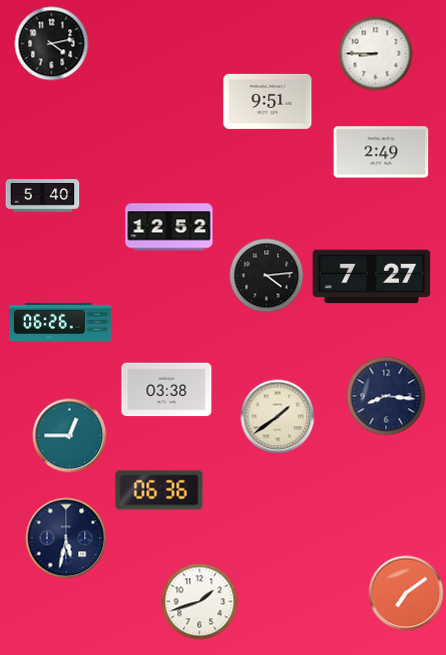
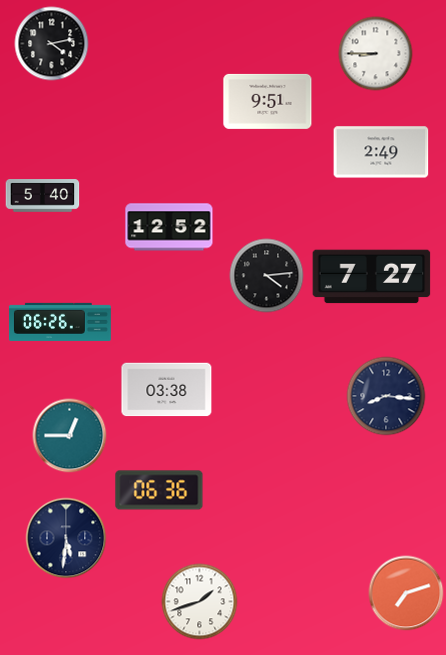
clock at (278, 417): 1:39 -> none
clock at (66, 538): 5:32 -> 5:31
clock at (406, 593): 7:09 -> 7:12
